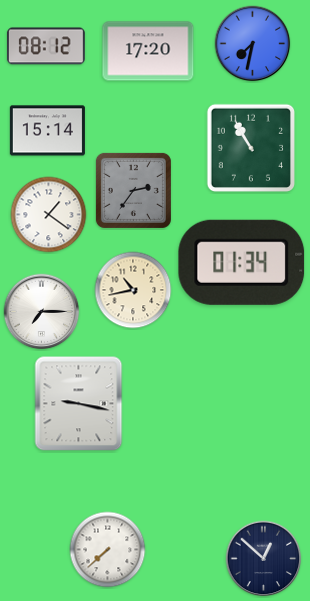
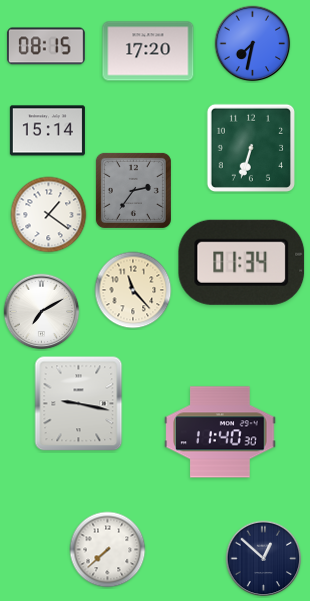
clock at (46, 46): 08:12 -> 08:15
clock at (250, 147): 10:55 -> 6:33
clock at (133, 290): 10:43 -> 11:23
clock at (42, 312): 7:15 -> 7:10
clock at (220, 432): none -> 11:40
